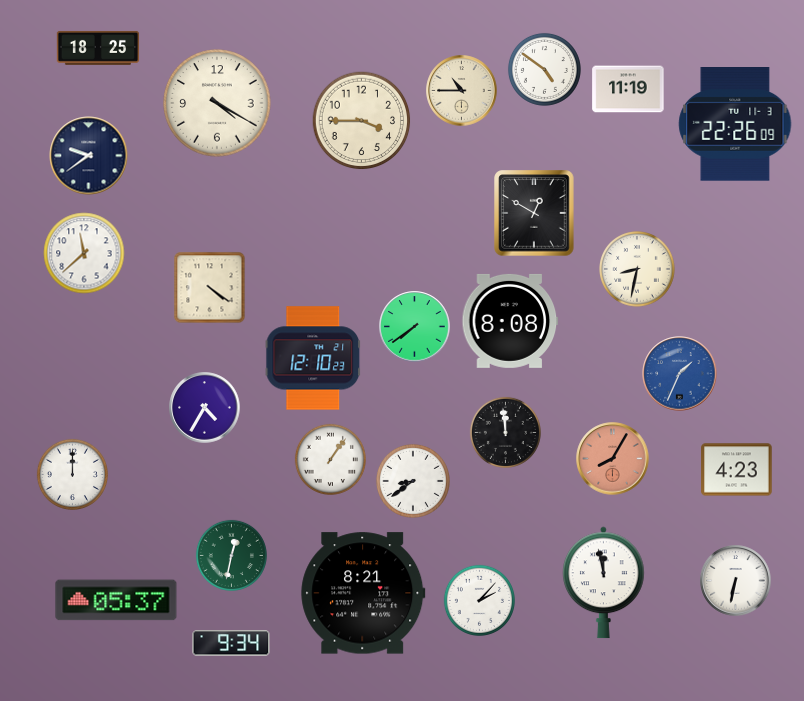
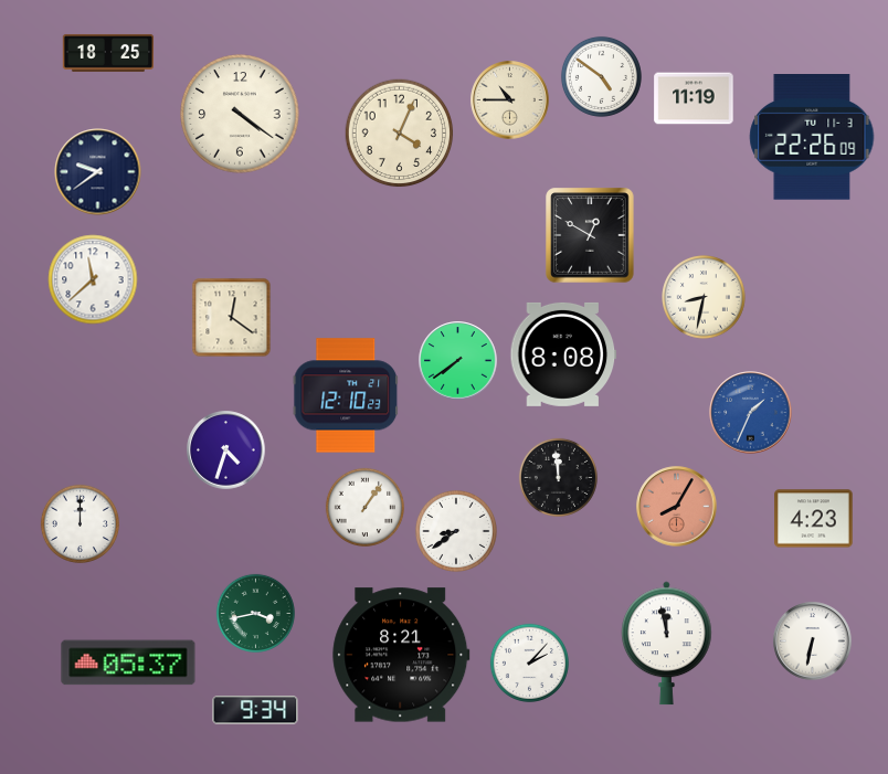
clock at (217, 103): 4:20 -> 4:21
clock at (362, 121): 3:45 -> 4:04
clock at (210, 288): 4:21 -> 12:21
clock at (205, 408): 4:35 -> 4:33
clock at (231, 555): 12:32 -> 3:43
